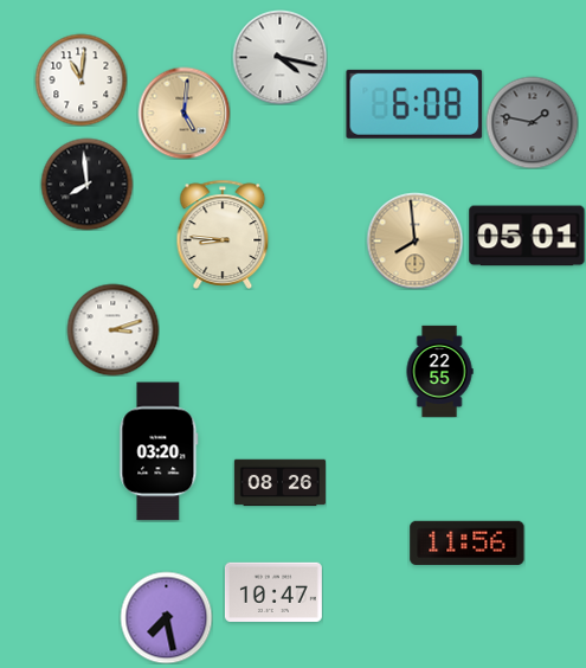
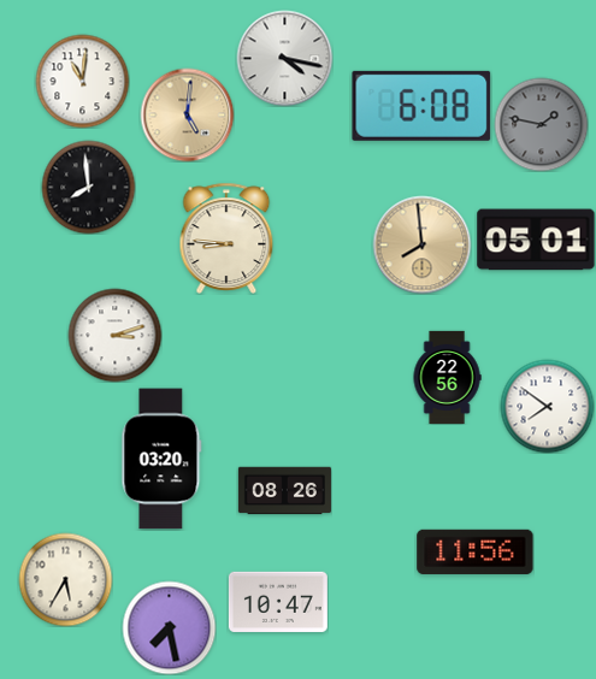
clock at (439, 371): 22:55 -> 22:56
clock at (547, 406): none -> 7:51
clock at (65, 579): none -> 5:35
